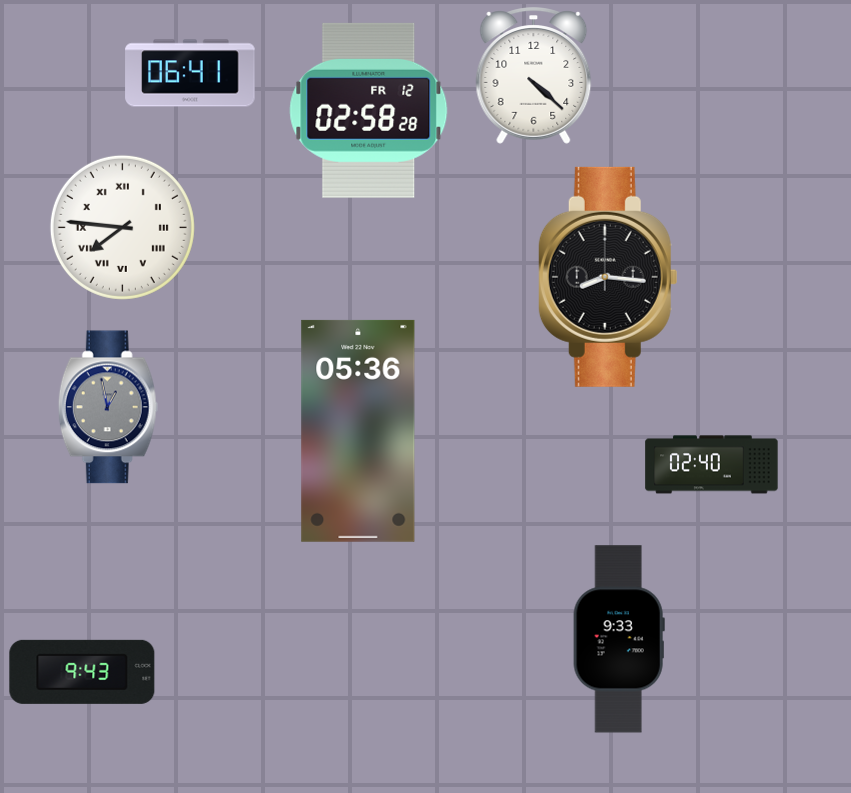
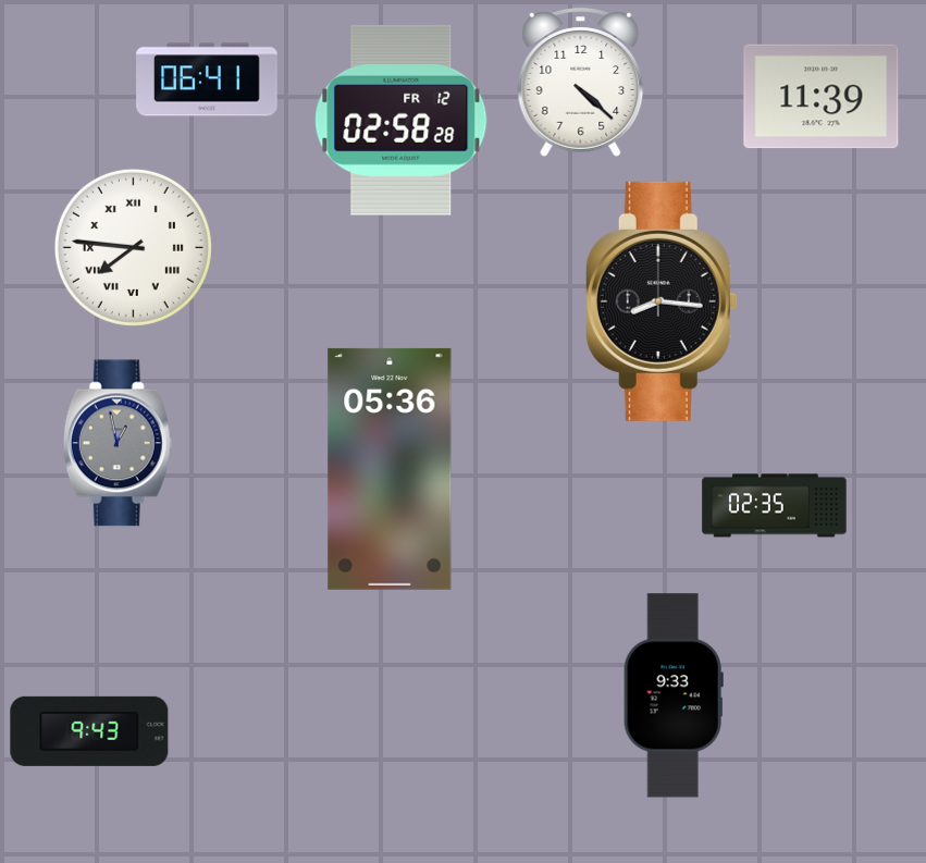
clock at (822, 97): none -> 11:39
clock at (712, 465): 02:40 -> 02:35
